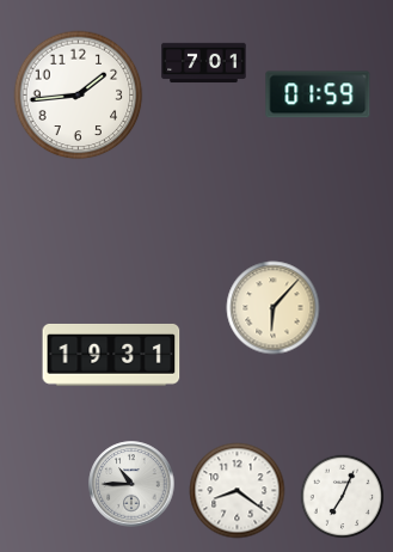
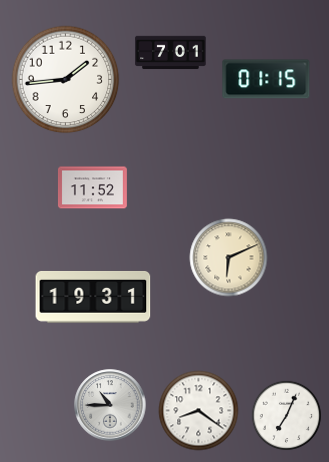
clock at (318, 94): 01:59 -> 01:15
clock at (92, 188): none -> 11:52
clock at (274, 308): 6:07 -> 6:11
